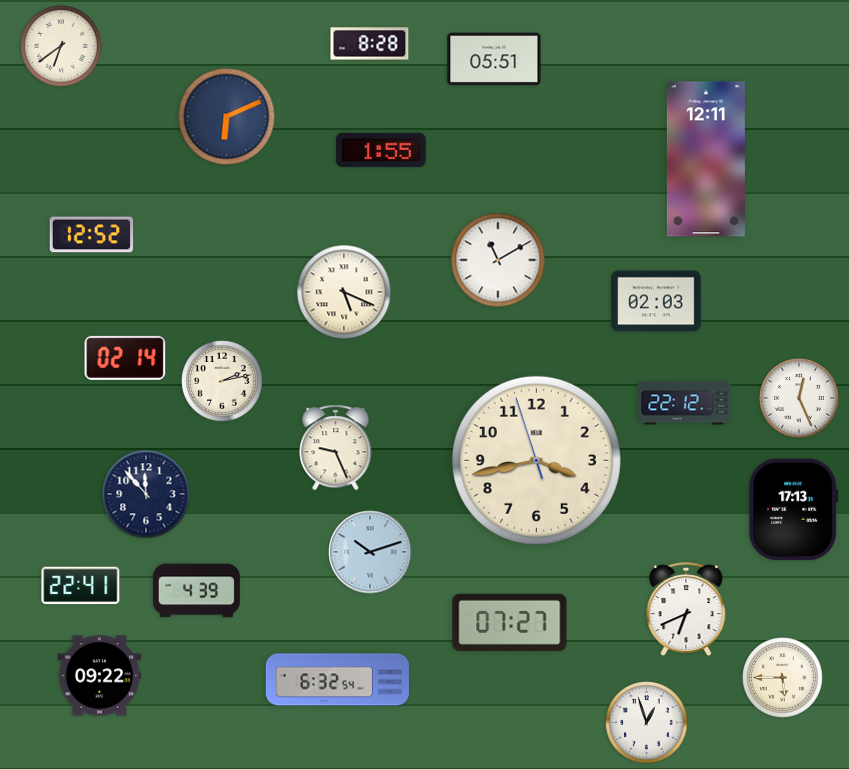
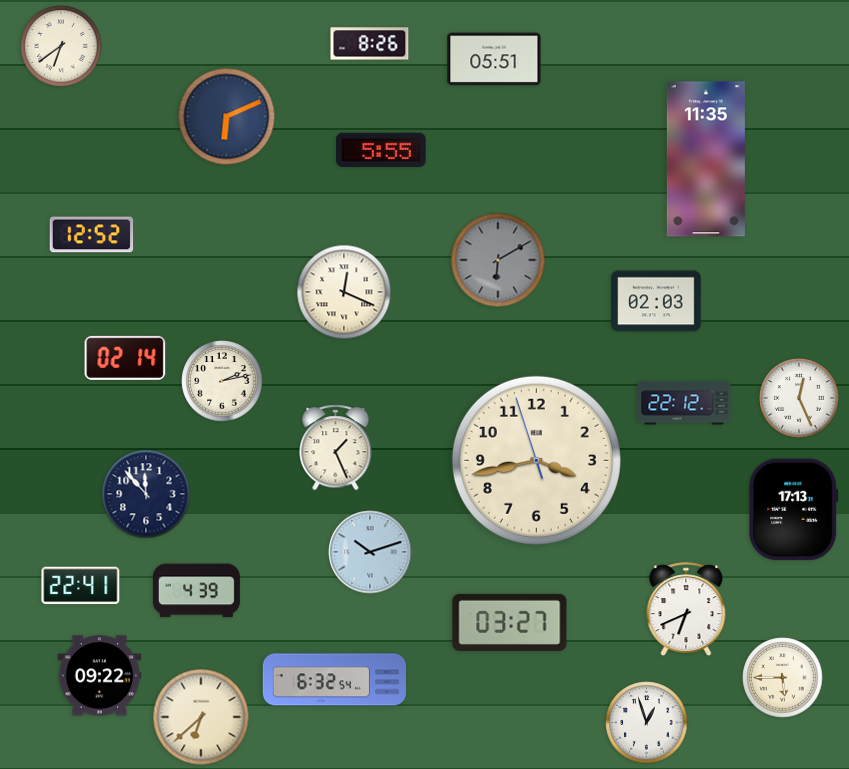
clock at (370, 44): 8:28 -> 8:26
clock at (381, 150): 1:55 -> 5:55
clock at (706, 159): 12:11 -> 11:35
clock at (498, 260): 11:10 -> 6:10
clock at (498, 260) dial: white -> grey
clock at (344, 292): 5:19 -> 12:19
clock at (336, 448): 9:26 -> 1:26
clock at (510, 622): 07:27 -> 03:27
clock at (337, 680) position: (337, 680) -> (334, 680)
clock at (201, 717): none -> 6:38
